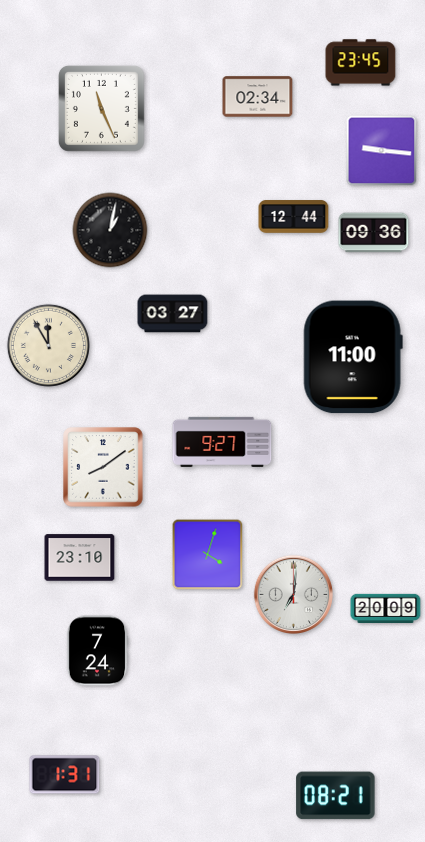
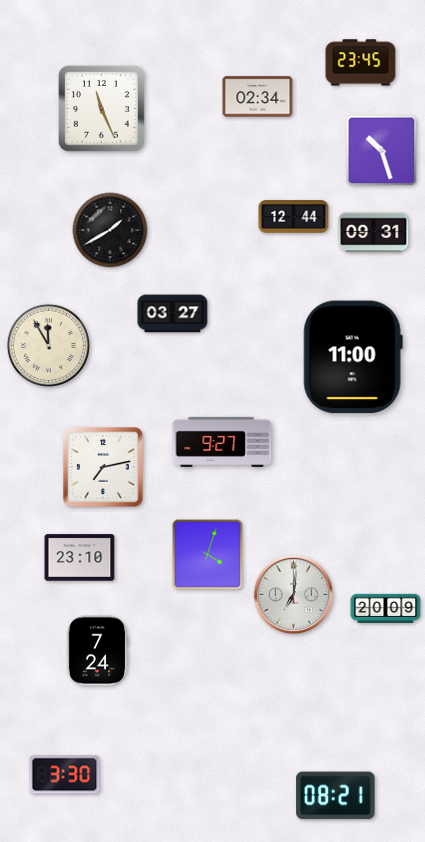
clock at (382, 151): 9:16 -> 10:27
clock at (110, 230): 1:02 -> 1:40
clock at (374, 233): 09:36 -> 09:31
clock at (103, 467): 8:09 -> 7:13
clock at (65, 775): 1:31 -> 3:30
